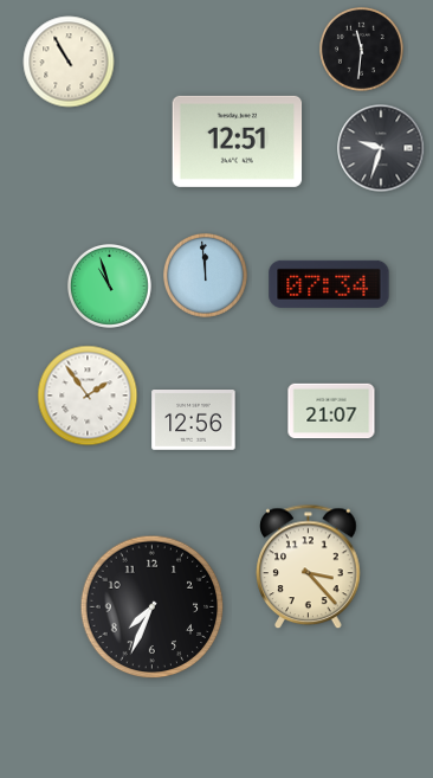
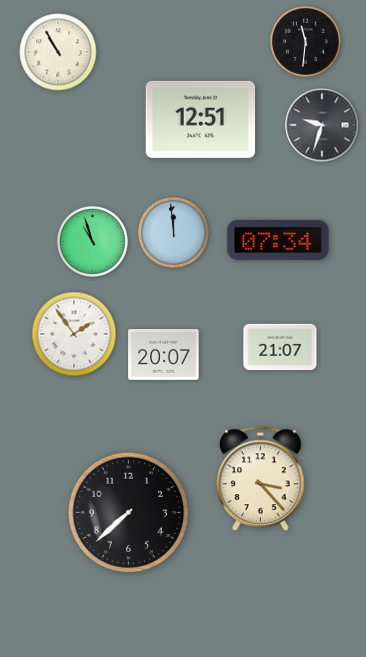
clock at (194, 420): 12:56 -> 20:07
clock at (153, 607): 7:34 -> 7:38
